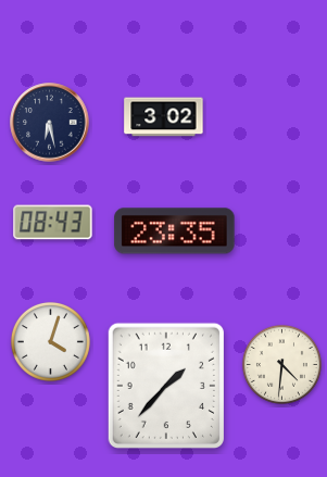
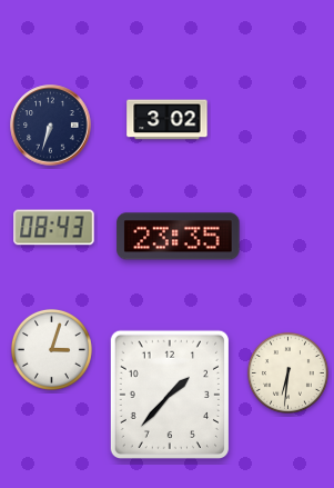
clock at (50, 123): 6:28 -> 6:33
clock at (50, 341): 4:03 -> 3:03
clock at (281, 364): 4:31 -> 6:31
